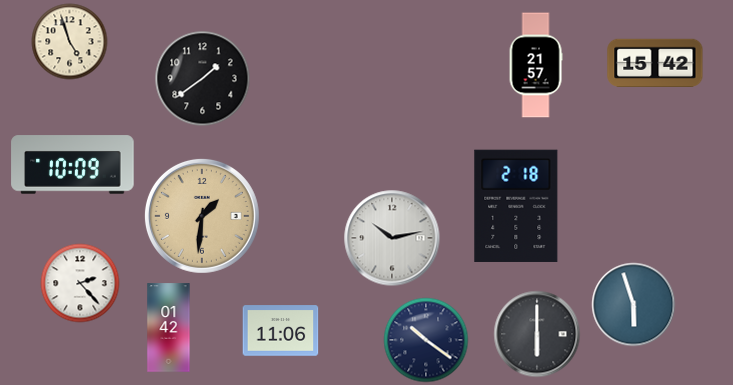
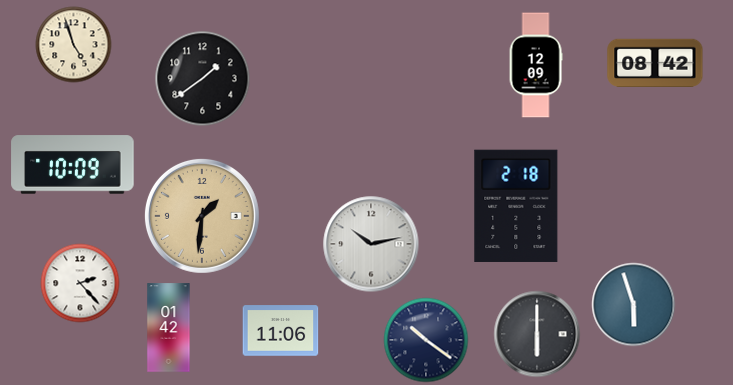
clock at (70, 42) position: (70, 42) -> (74, 45)
clock at (655, 62): 15:42 -> 08:42
clock at (536, 65): 21:57 -> 12:09
clock at (392, 238) position: (392, 238) -> (371, 244)
